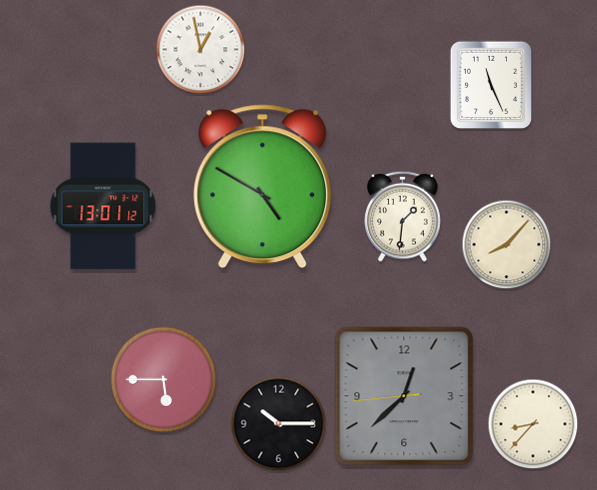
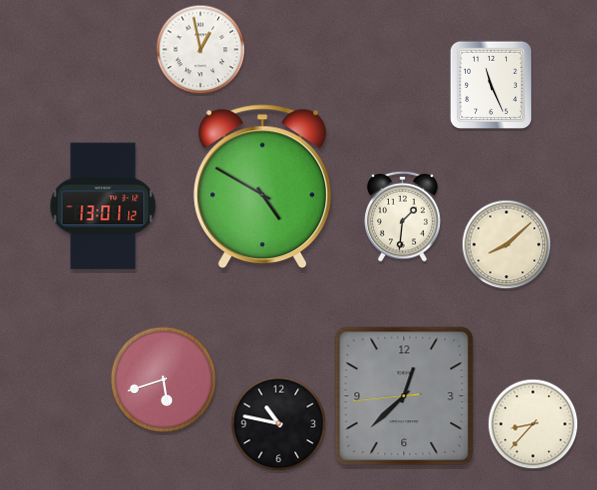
clock at (507, 245): 8:07 -> 8:08
clock at (164, 380): 5:45 -> 5:42
clock at (279, 424): 10:15 -> 10:47
